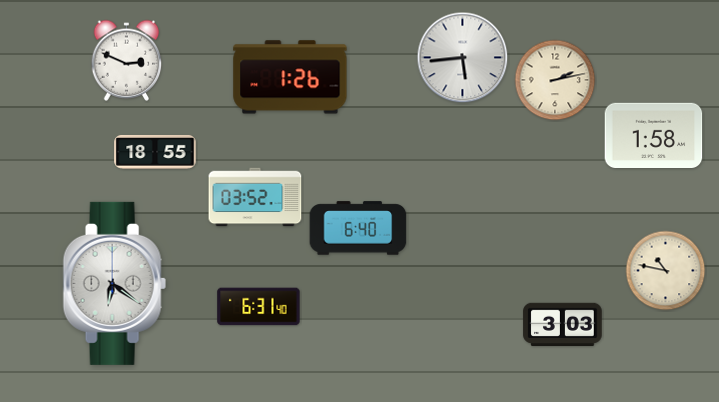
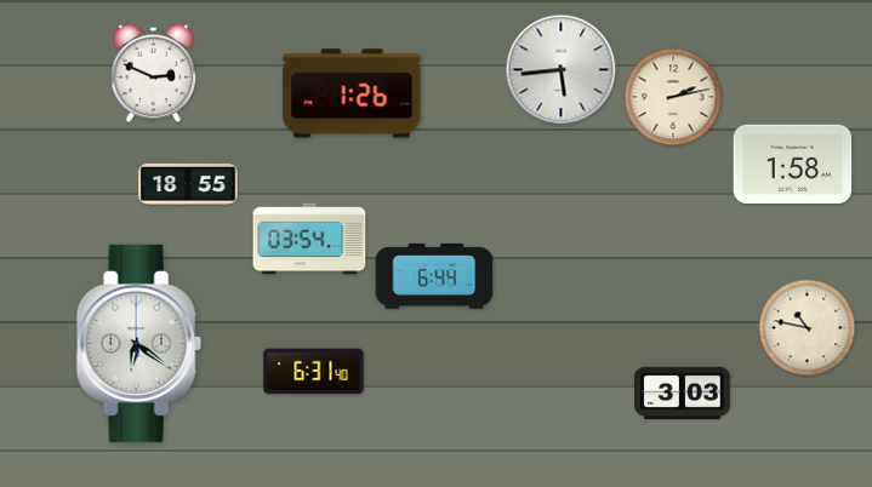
clock at (255, 197): 03:52 -> 03:54
clock at (358, 228): 6:40 -> 6:44
